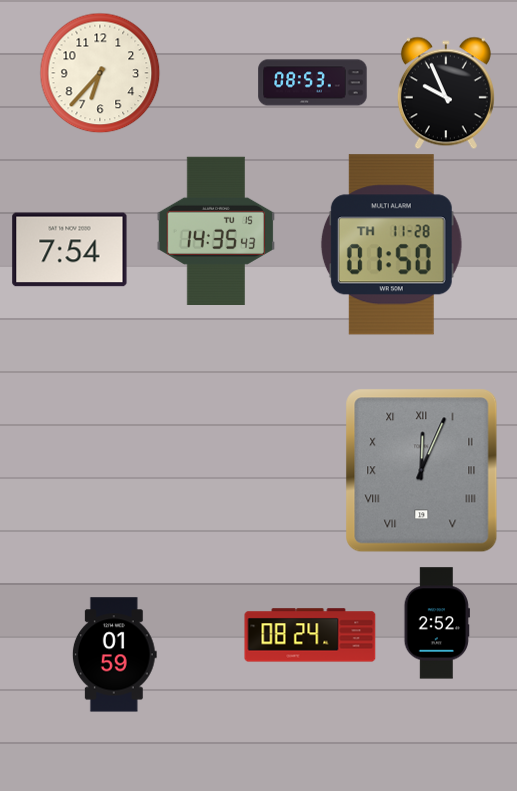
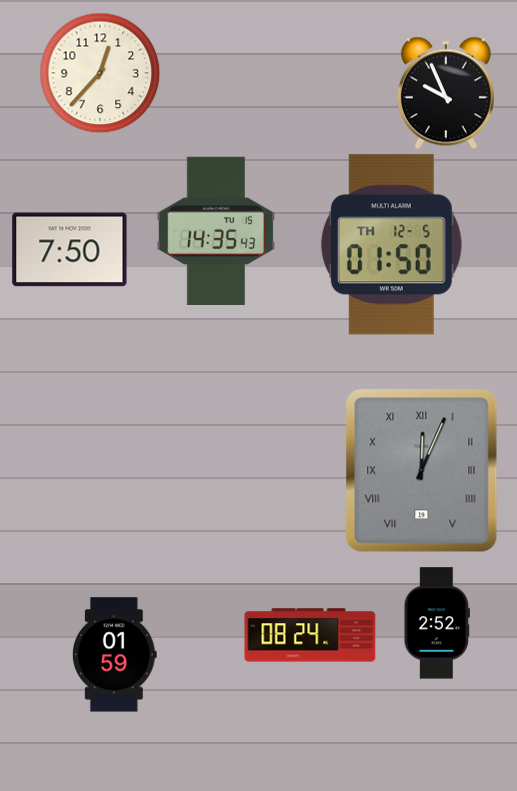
clock at (100, 73): 6:37 -> 12:37
clock at (313, 83): 08:53 -> none
clock at (391, 245) date: TH 11-28 -> TH 12-5
clock at (70, 250): 7:54 -> 7:50
